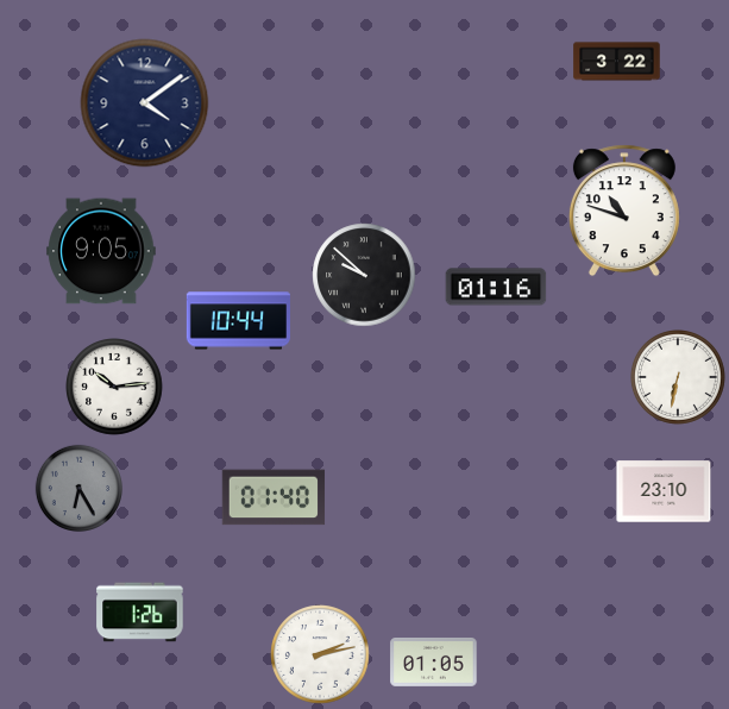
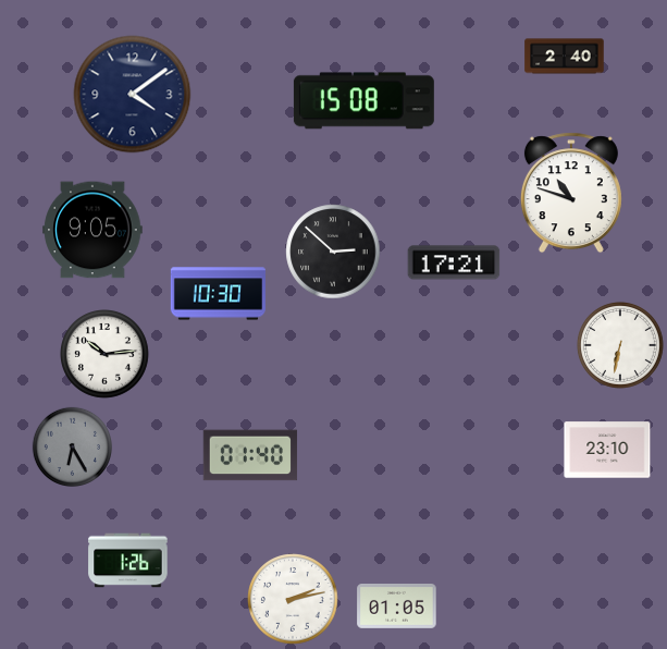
clock at (617, 62): 3:22 -> 2:40
clock at (363, 101): none -> 15:08
clock at (364, 275): 9:52 -> 2:52
clock at (496, 287): 01:16 -> 17:21
clock at (238, 321): 10:44 -> 10:30
